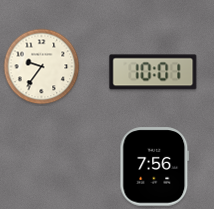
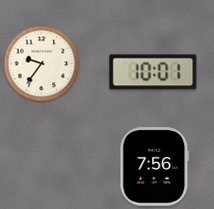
clock at (42, 67) position: (42, 67) -> (42, 64)
